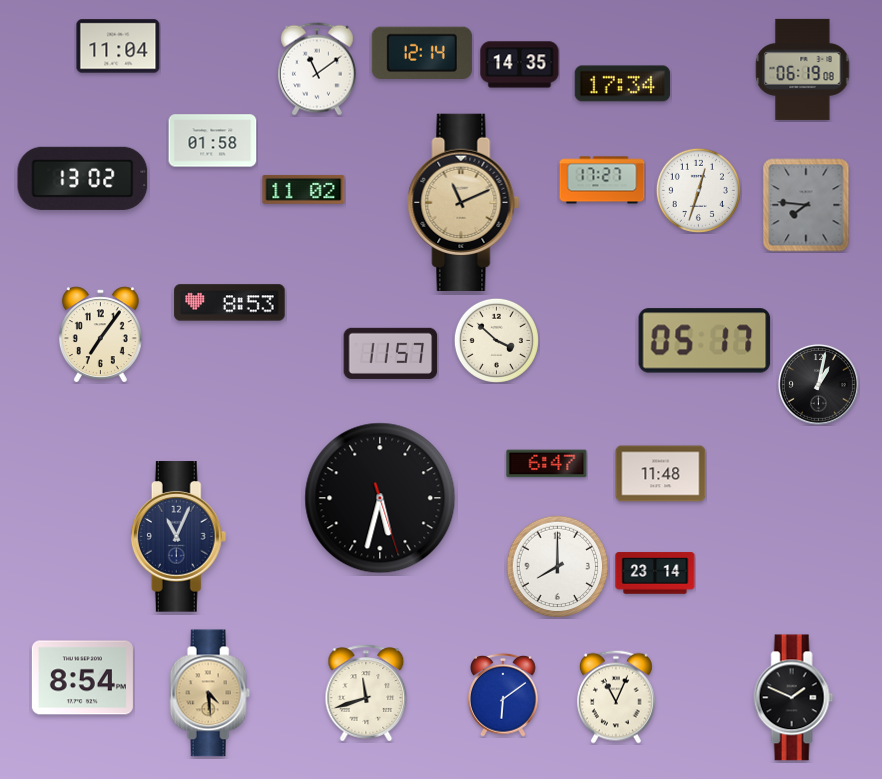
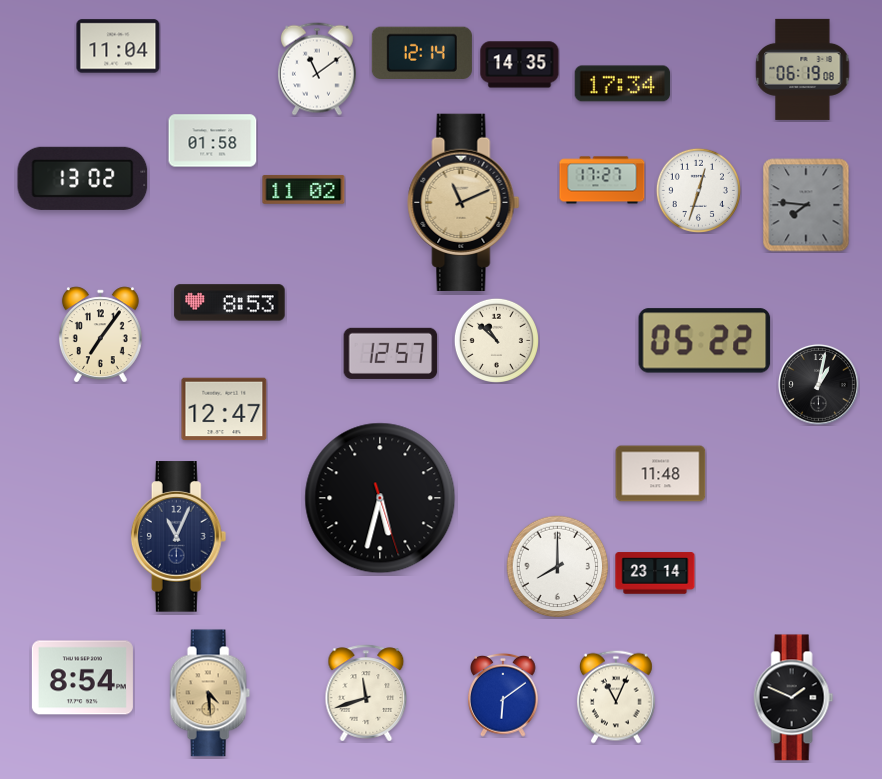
clock at (496, 340): 3:52 -> 10:52
clock at (705, 341): 05:17 -> 05:22
clock at (391, 353): 11:57 -> 12:57
clock at (224, 409): none -> 12:47
clock at (547, 464): 6:47 -> none
